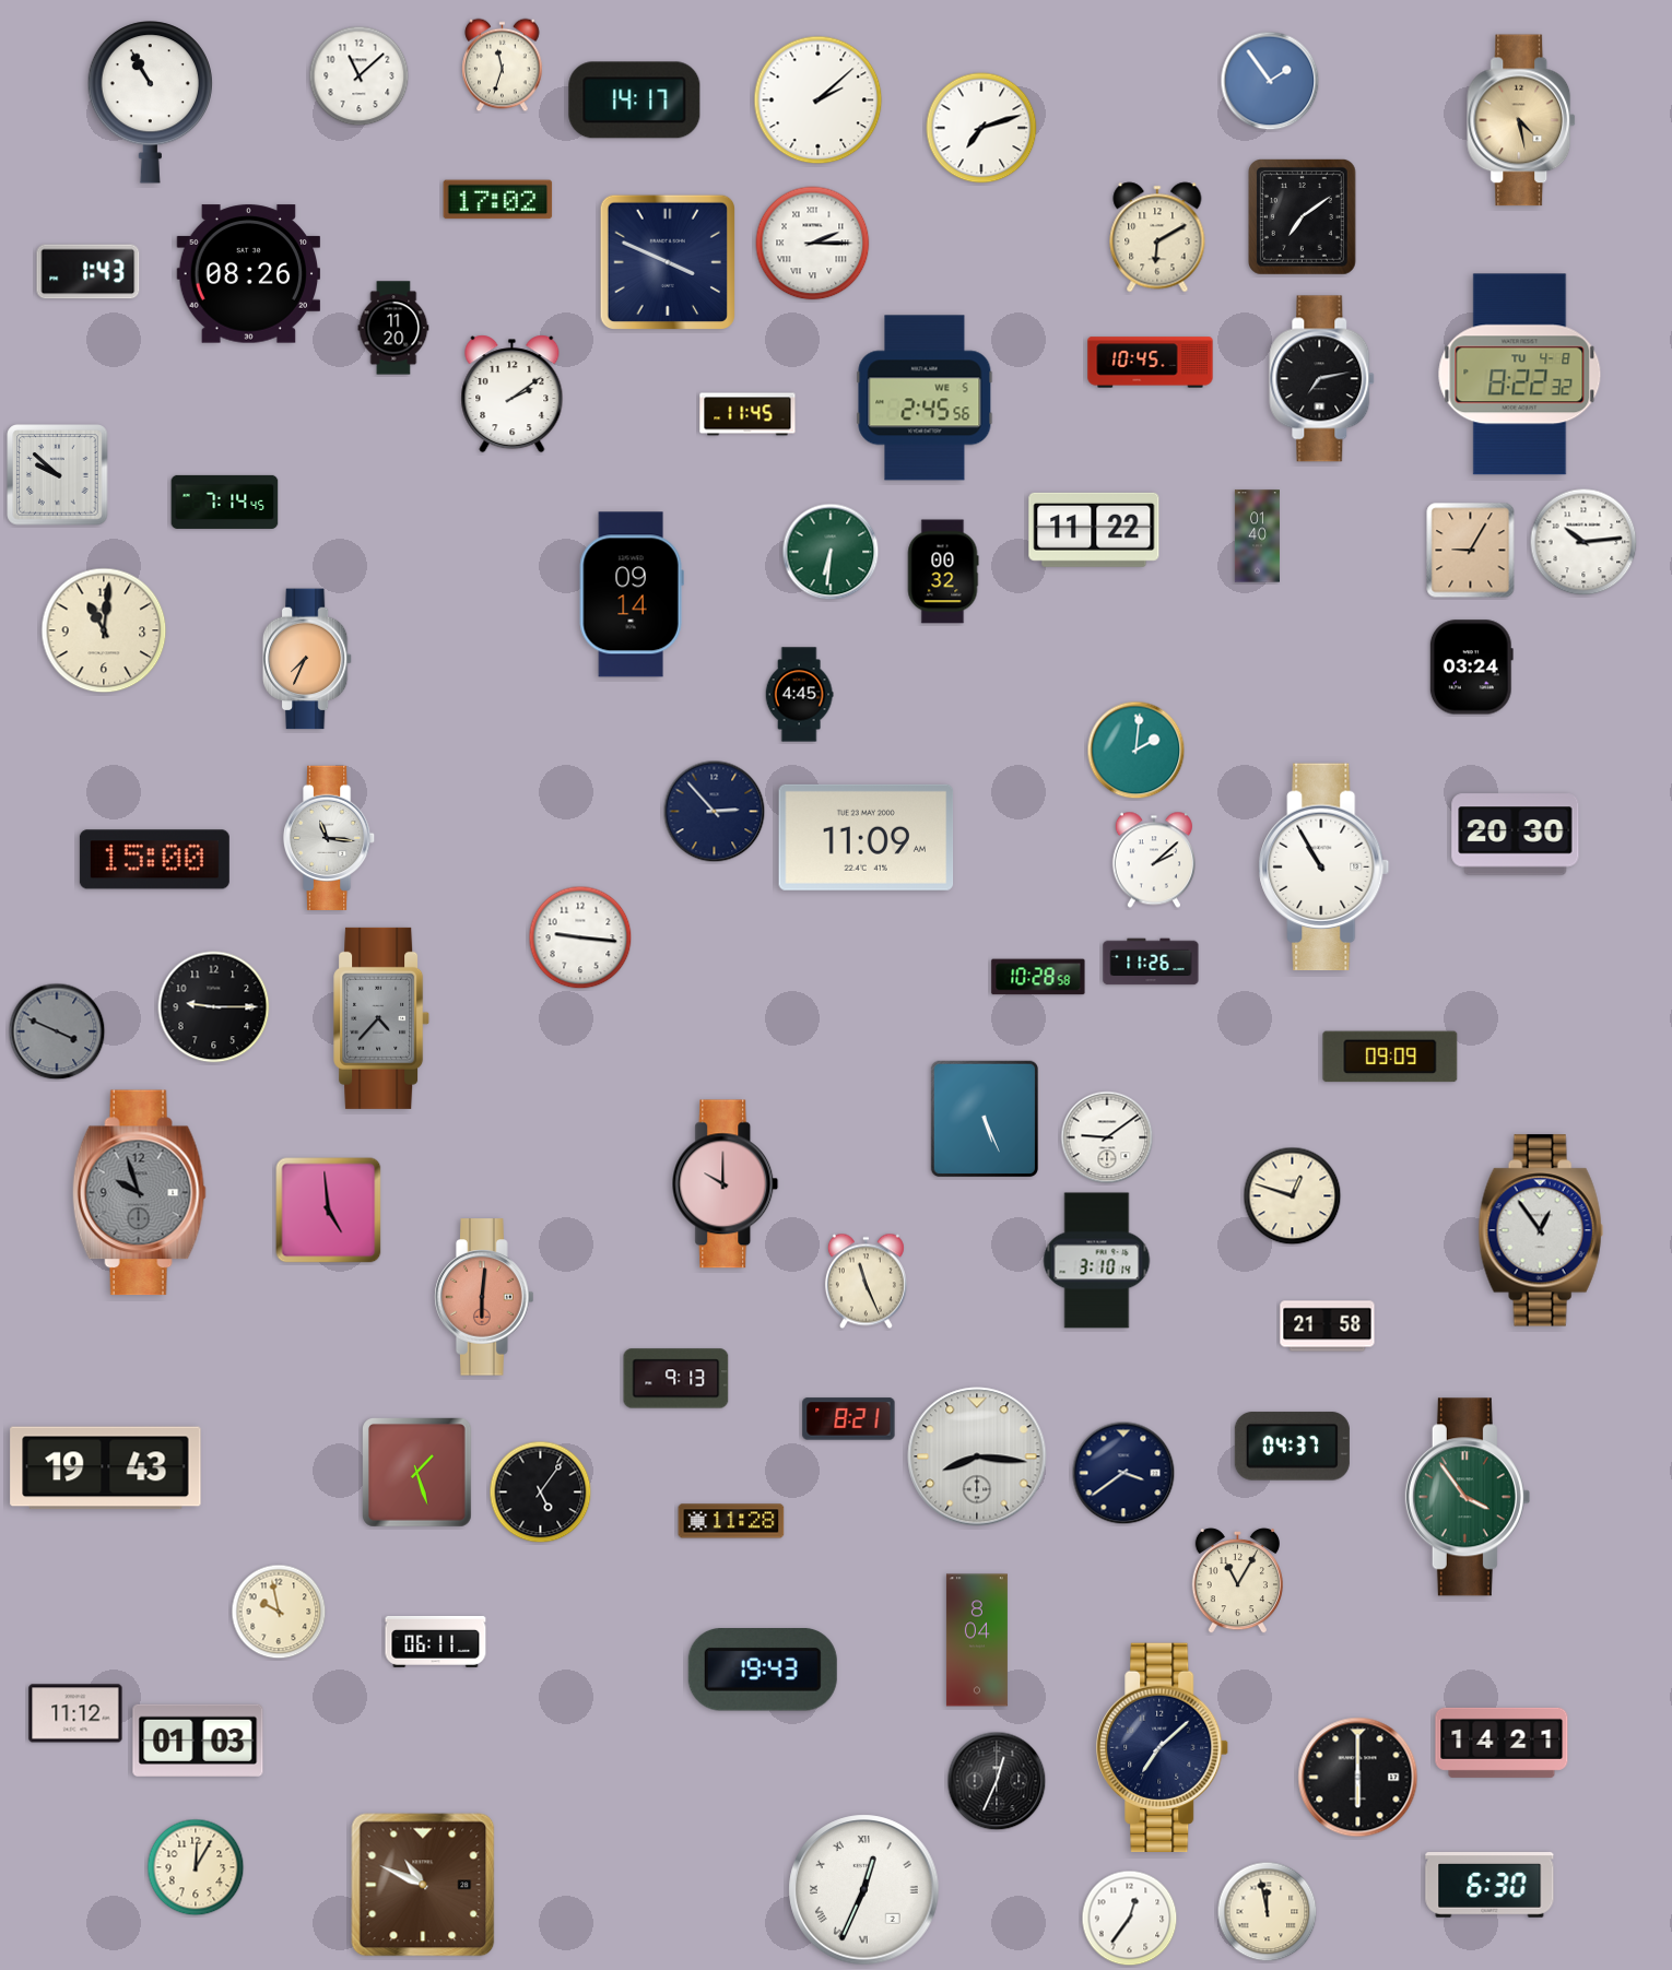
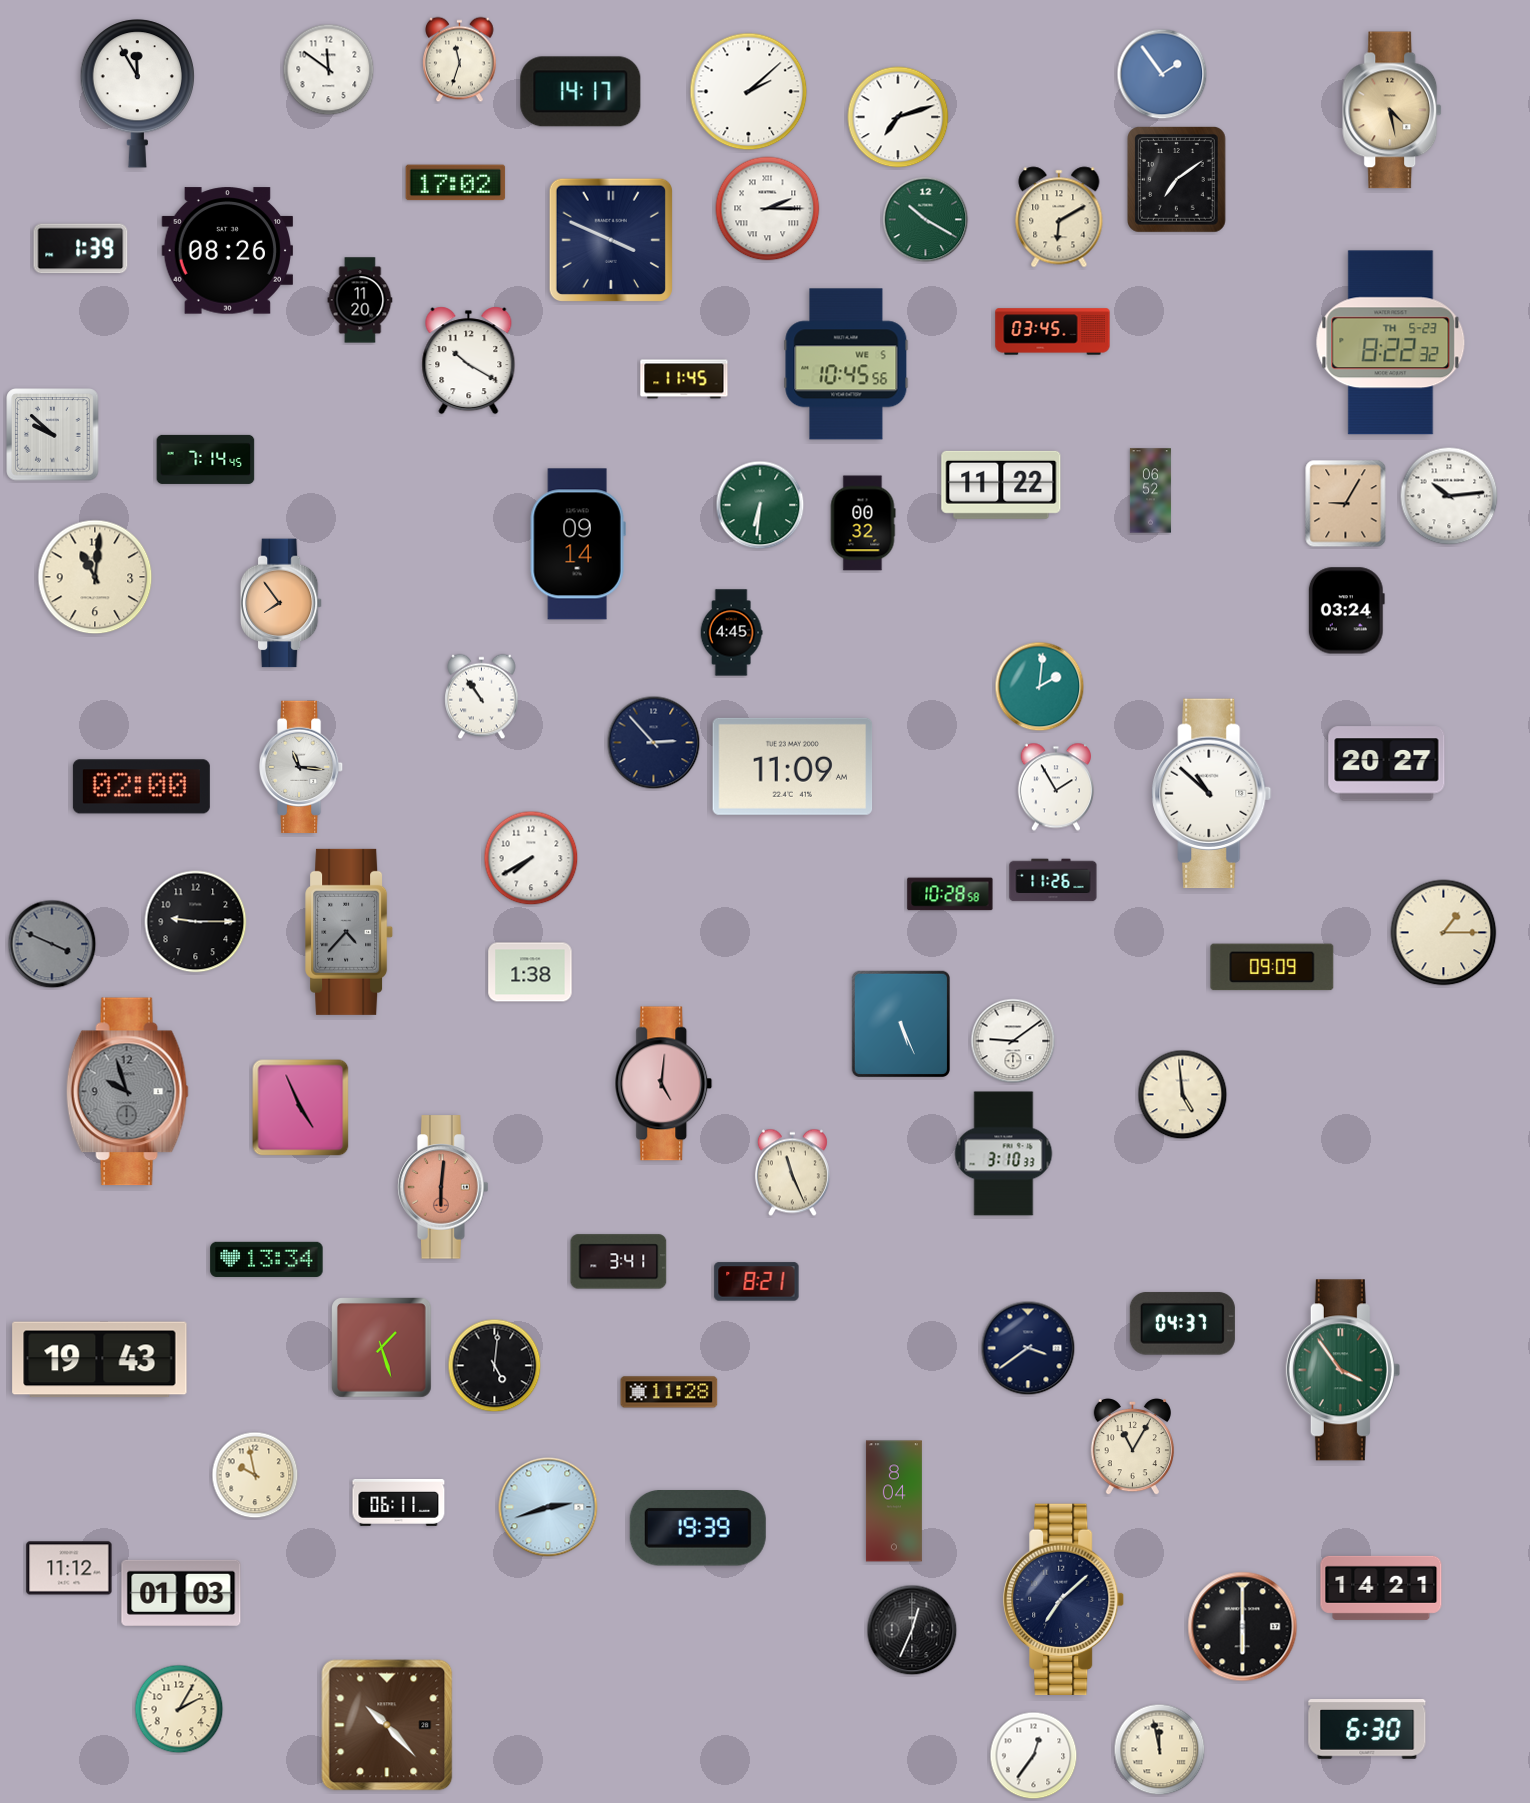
clock at (360, 76): 11:08 -> 11:51
clock at (150, 103): 10:55 -> 11:55
clock at (1303, 217) position: (1303, 217) -> (1177, 180)
clock at (926, 220): none -> 10:20
clock at (813, 244) position: (813, 244) -> (768, 209)
clock at (89, 272): 1:43 -> 1:39
clock at (1151, 363): 10:45 -> 03:45
clock at (1520, 375) date: TU 4-8 -> TH 5-23
clock at (1322, 379): 7:13 -> none
clock at (513, 394): 2:09 -> 10:20
clock at (925, 398): 2:45 -> 10:45
clock at (1257, 536): 01:40 -> 06:52
clock at (307, 659): 7:34 -> 7:54
clock at (799, 695) position: (799, 695) -> (731, 633)
clock at (482, 697): none -> 10:54
clock at (1516, 835): 20:30 -> 20:27
clock at (154, 860): 15:00 -> 02:00
clock at (1154, 860): 2:08 -> 1:55
clock at (1324, 868): 10:55 -> 10:52
clock at (580, 937): 9:16 -> 7:40
clock at (1444, 933): none -> 1:15
clock at (530, 972): none -> 1:38
clock at (726, 1184): 10:00 -> 5:01
clock at (1293, 1196): 12:48 -> 4:59
clock at (329, 1211): 4:59 -> 4:56
clock at (1541, 1230): 12:54 -> none
clock at (1097, 1261): 3:10:14 -> 3:10:33
clock at (1328, 1326): 21:58 -> none
clock at (267, 1259): none -> 13:34
clock at (676, 1379): 9:13 -> 3:41
clock at (849, 1419) position: (849, 1419) -> (757, 1282)
clock at (977, 1456): 8:16 -> none
clock at (106, 1468) position: (106, 1468) -> (100, 1360)
clock at (541, 1493): 5:06 -> 5:01
clock at (548, 1507): none -> 2:42
clock at (763, 1671): 19:43 -> 19:39
clock at (1502, 1743) position: (1502, 1743) -> (1381, 1588)
clock at (196, 1867): 12:05 -> 2:05
clock at (423, 1885): 10:49 -> 10:23
clock at (1490, 1886) position: (1490, 1886) -> (1367, 1730)
clock at (864, 1890): 12:34 -> none
